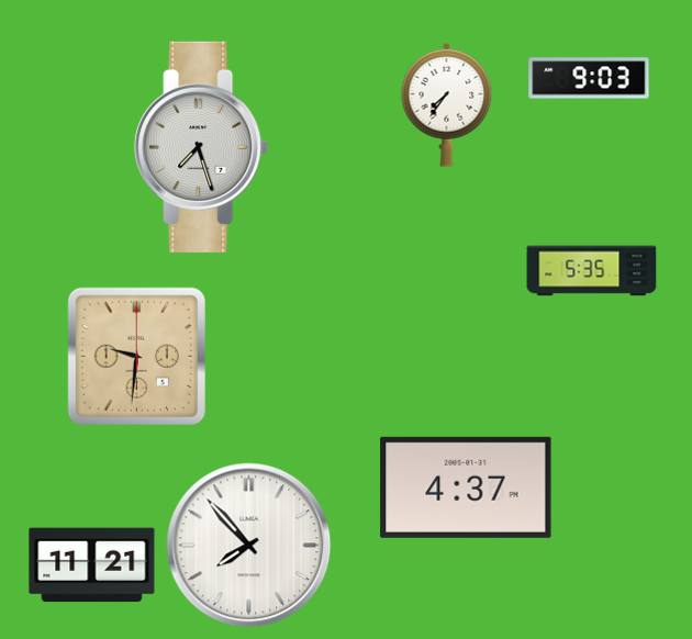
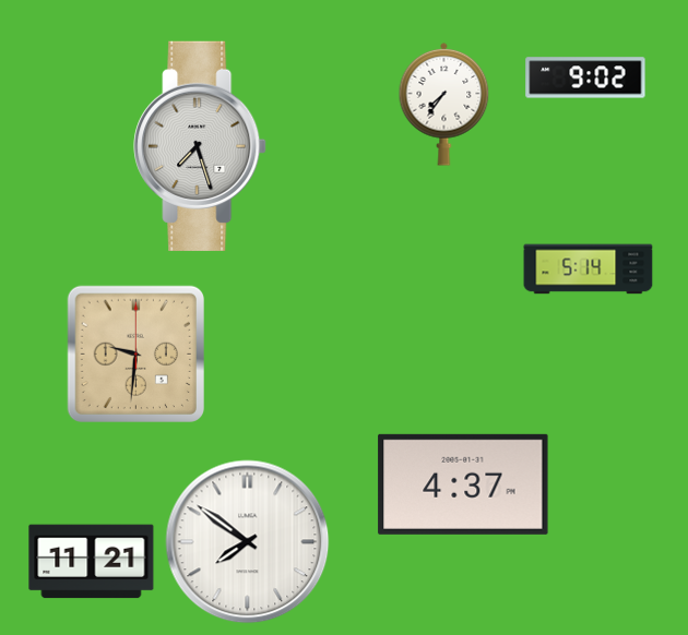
clock at (589, 78): 9:03 -> 9:02
clock at (592, 271): 5:35 -> 5:14
clock at (249, 546): 7:53 -> 7:51
